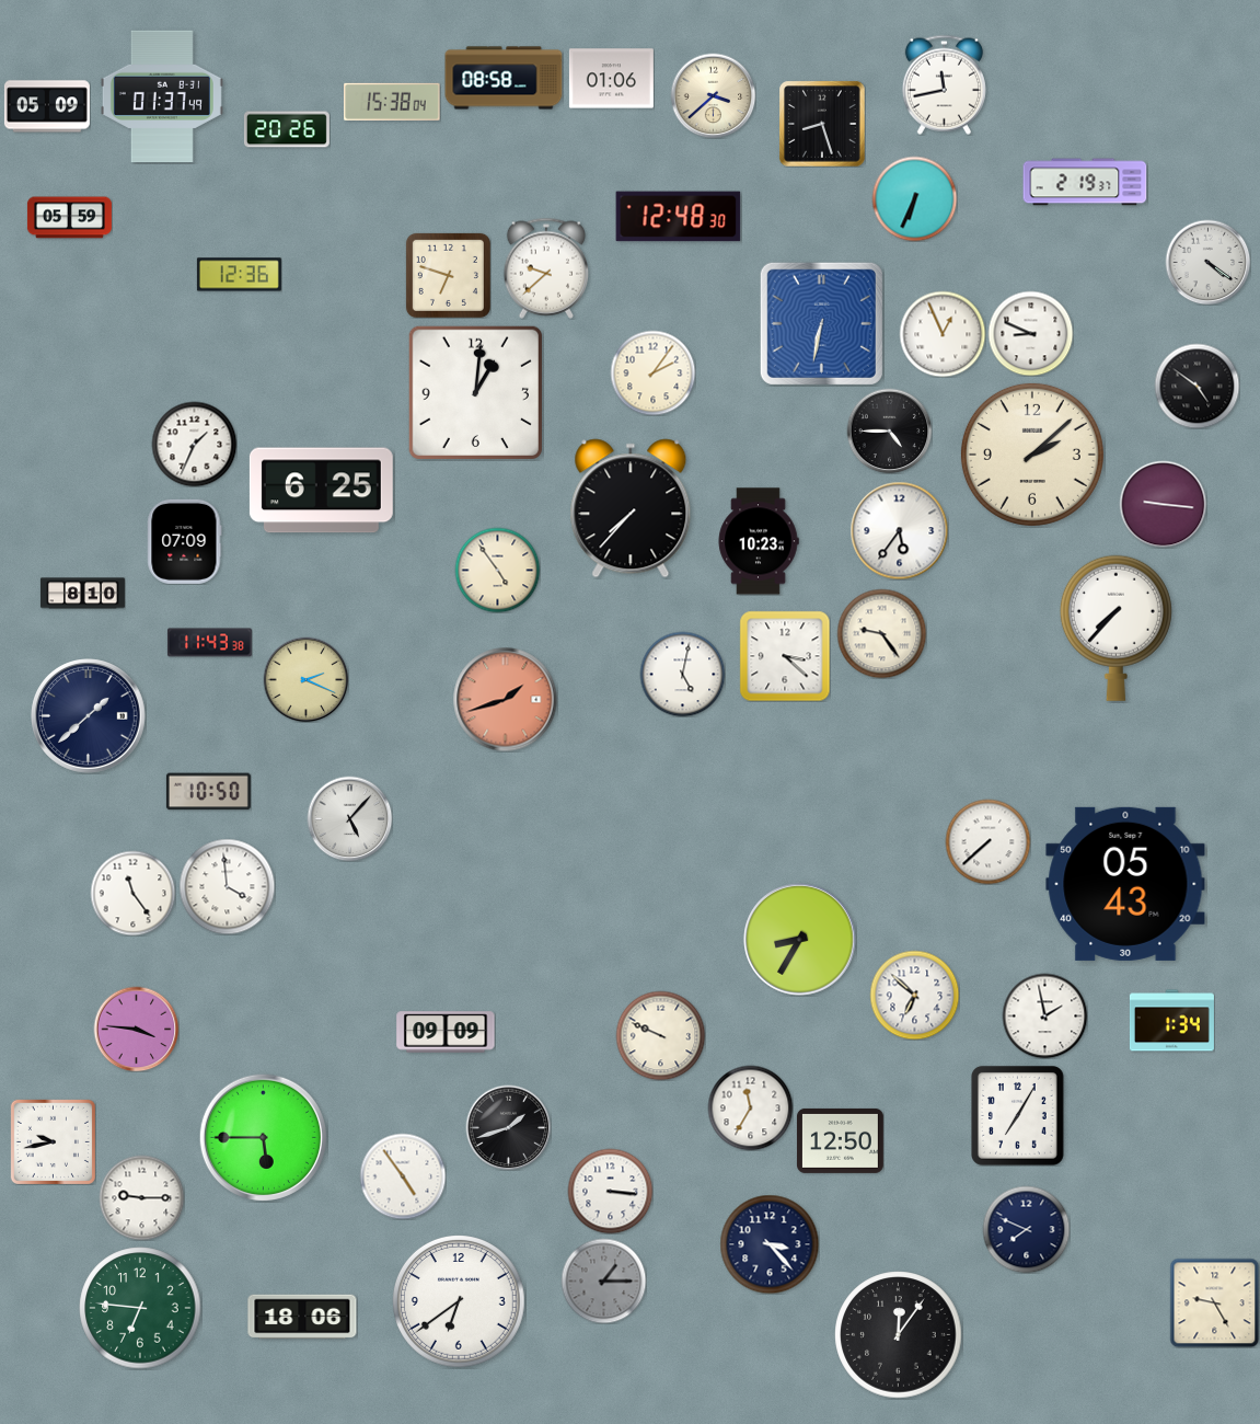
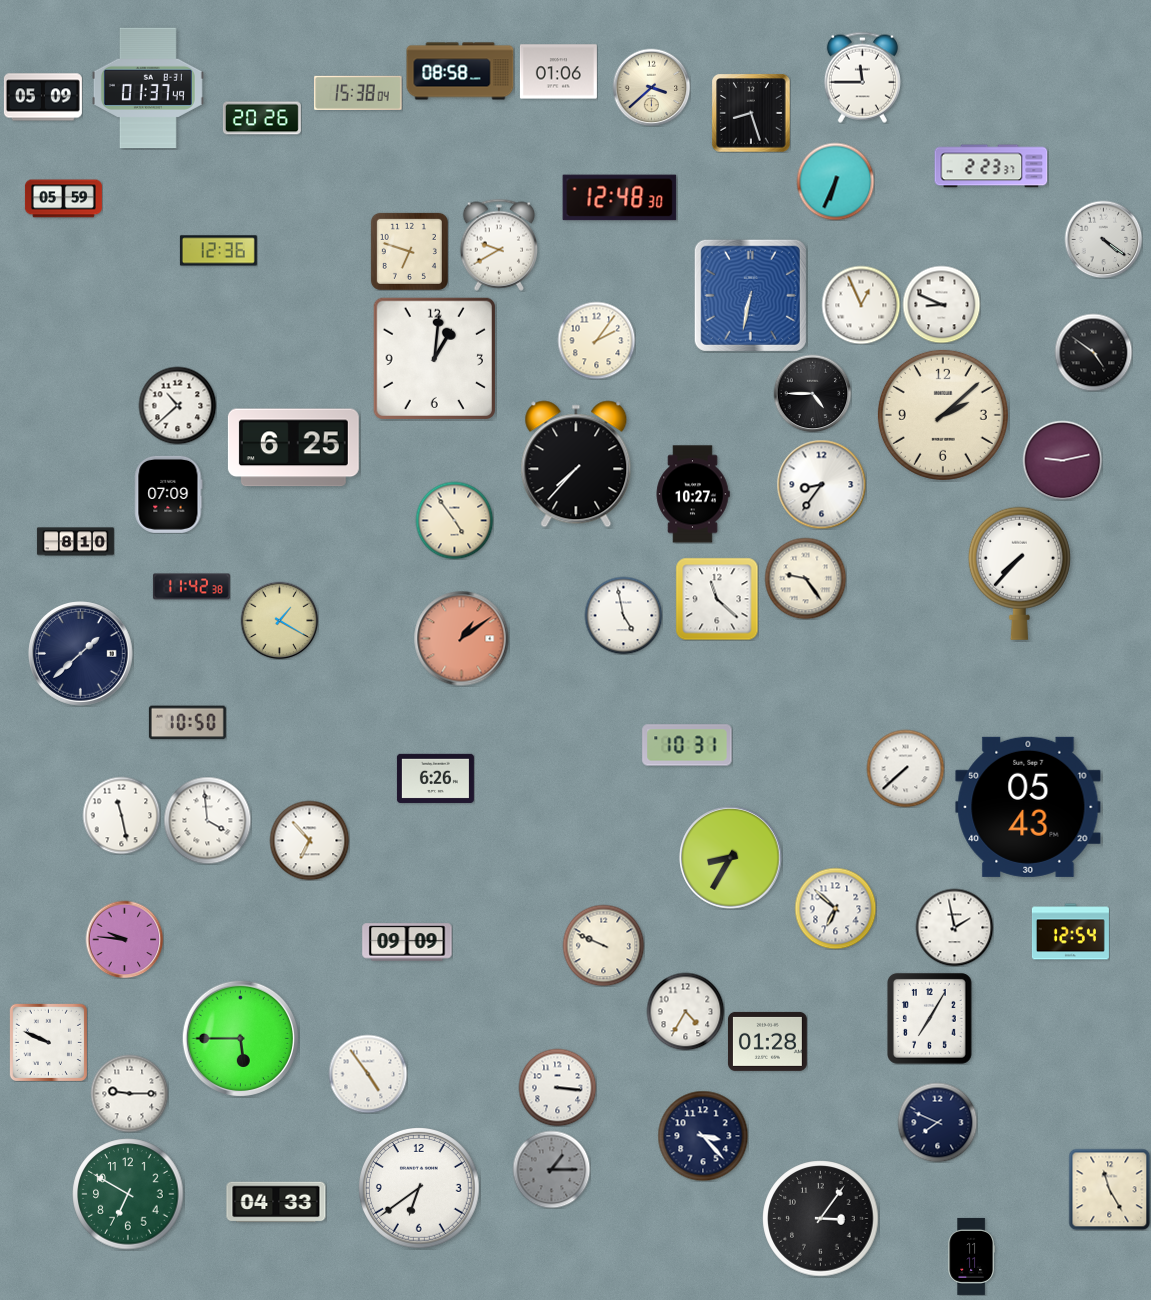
clock at (944, 84): 11:43 -> 11:45
clock at (1085, 182): 2:19 -> 2:23
clock at (546, 268): 9:38 -> 9:40
clock at (194, 444): 1:34 -> 10:38
clock at (1163, 504): 9:16 -> 9:13
clock at (899, 530): 5:36 -> 8:36
clock at (759, 541): 10:23 -> 10:27
clock at (209, 643): 11:43 -> 11:42
clock at (785, 656): 3:22 -> 11:22
clock at (682, 674): 5:02 -> 4:58
clock at (305, 679): 2:19 -> 1:20
clock at (505, 699): 1:42 -> 1:09
clock at (208, 792) position: (208, 792) -> (187, 723)
clock at (687, 745): none -> 10:31
clock at (349, 818): 5:07 -> none
clock at (987, 841) position: (987, 841) -> (905, 768)
clock at (435, 778): none -> 6:26
clock at (227, 886) position: (227, 886) -> (207, 820)
clock at (132, 893): 11:24 -> 11:28
clock at (309, 840): none -> 6:53
clock at (1171, 1021): 1:34 -> 12:54
clock at (136, 1029): 3:46 -> 9:46
clock at (750, 1107): 11:35 -> 4:35
clock at (508, 1127): 1:42 -> none
clock at (840, 1140): 12:50 -> 01:28
clock at (53, 1141): 9:43 -> 9:49
clock at (1214, 1302): 9:25 -> 11:25
clock at (140, 1308): 6:46 -> 6:50
clock at (302, 1317): 18:06 -> 04:33
clock at (899, 1335): 12:06 -> 3:06
clock at (971, 1256): none -> 11:11
